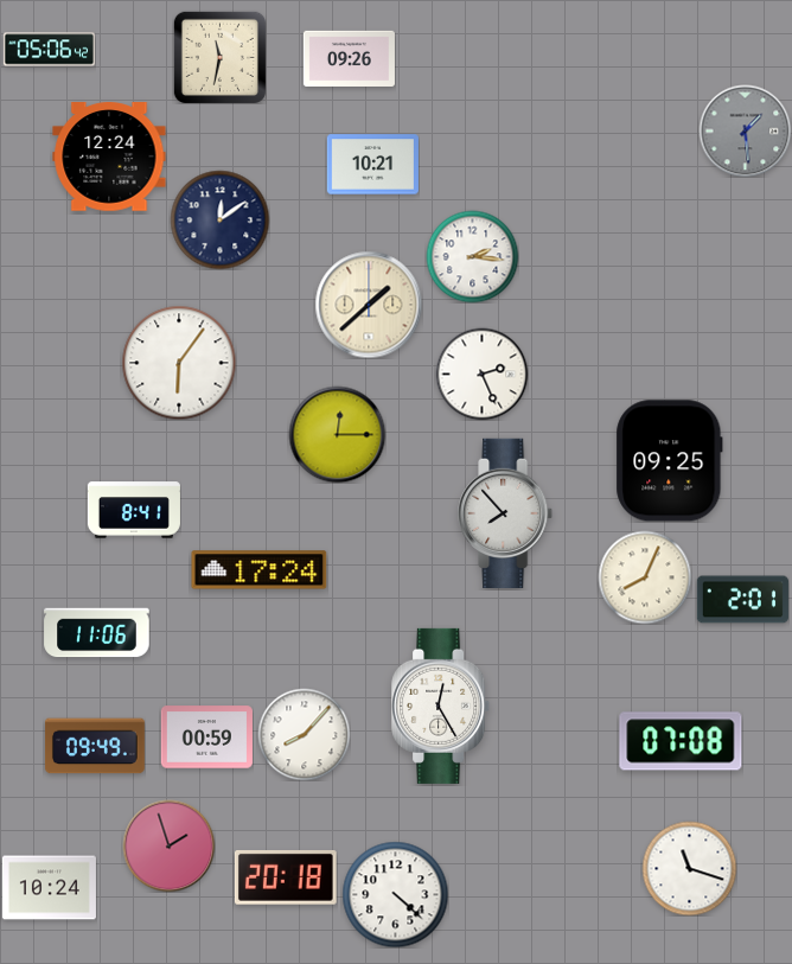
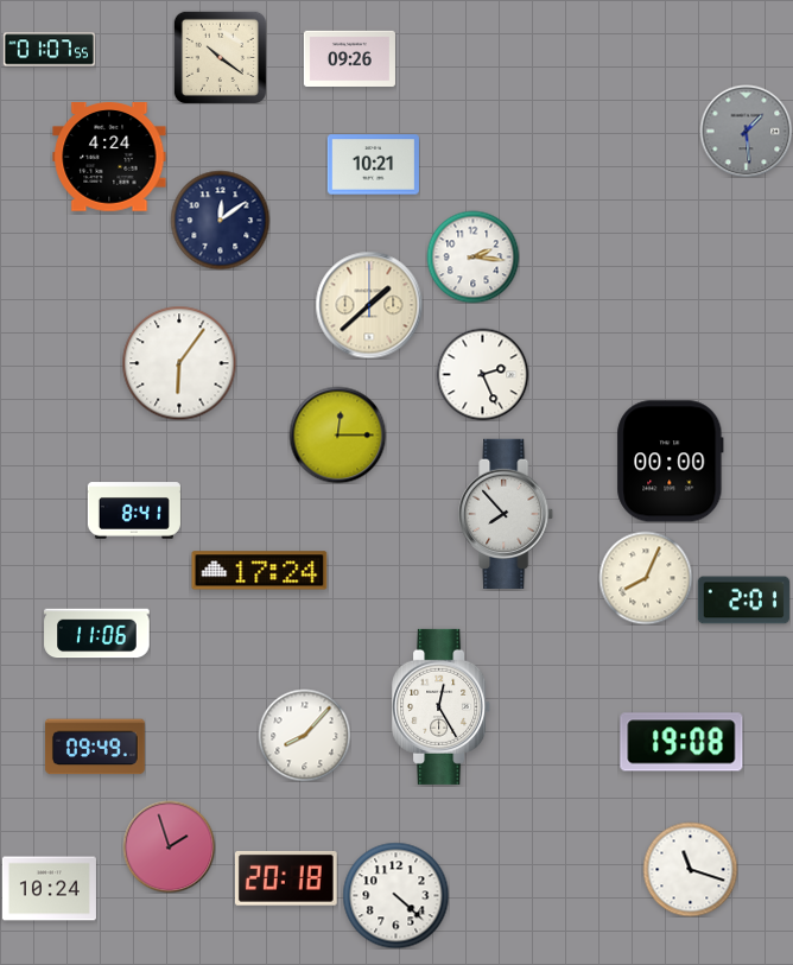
clock at (49, 50): 05:06 -> 01:07
clock at (219, 57): 11:32 -> 10:21
clock at (109, 157): 12:24 -> 4:24
clock at (670, 461): 09:25 -> 00:00
clock at (206, 738): 00:59 -> none
clock at (681, 741): 07:08 -> 19:08
